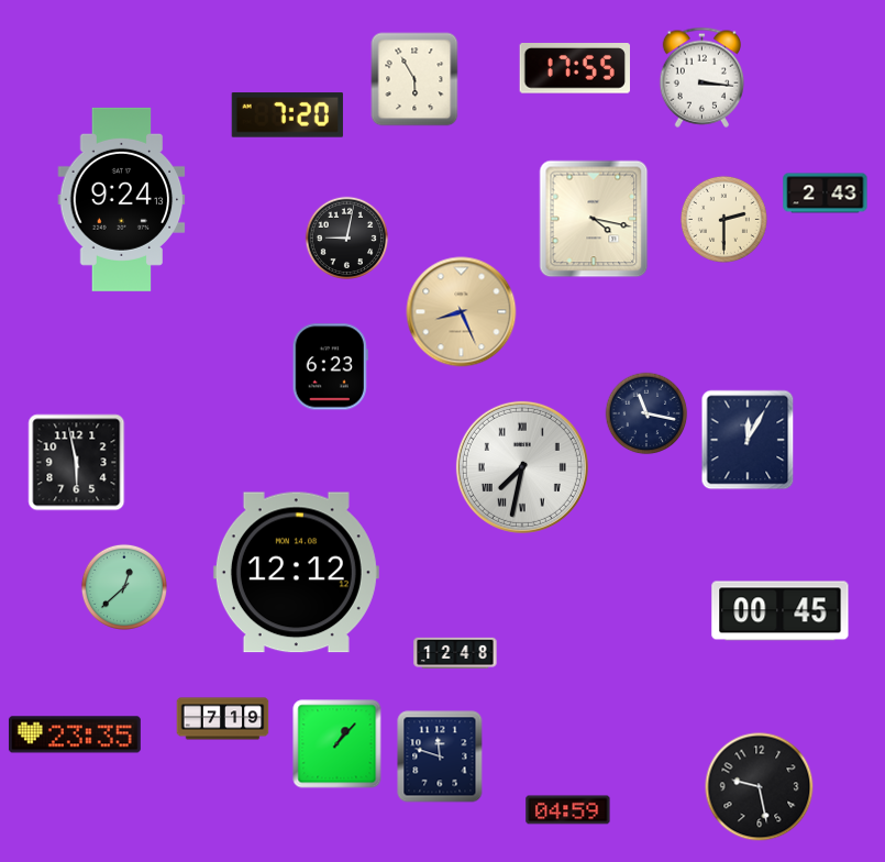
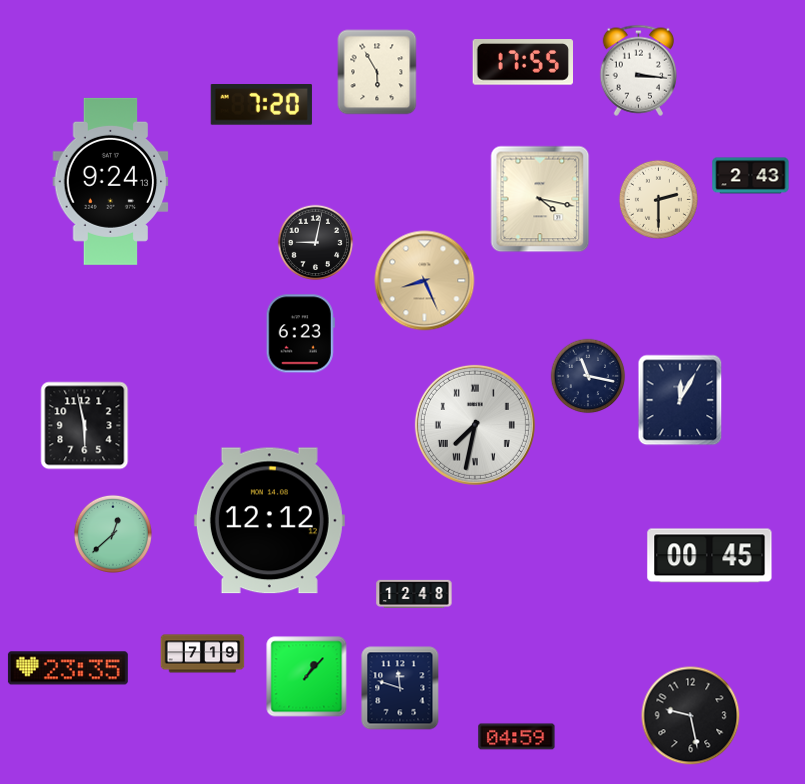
clock at (347, 239) position: (347, 239) -> (316, 243)
clock at (462, 312) position: (462, 312) -> (425, 281)
clock at (77, 463) position: (77, 463) -> (85, 426)
